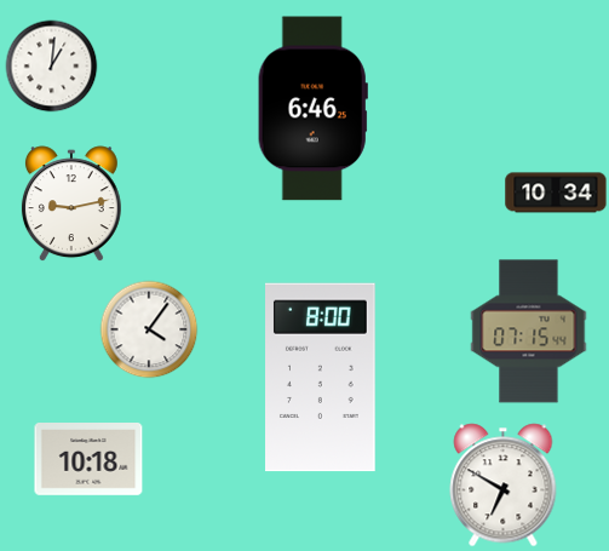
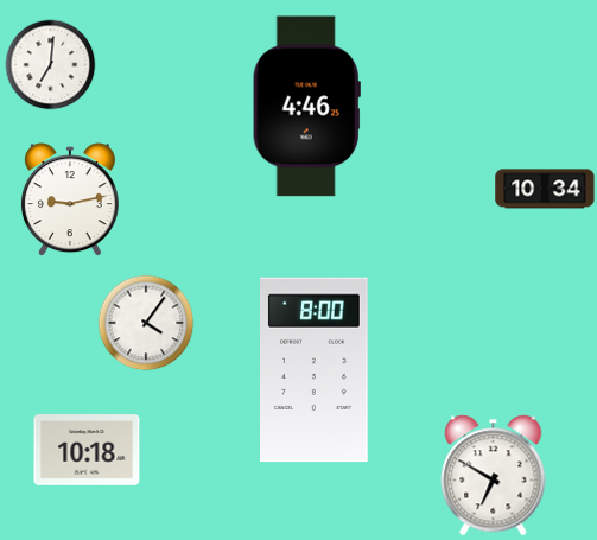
clock at (52, 67): 1:01 -> 7:01
clock at (312, 109): 6:46 -> 4:46
clock at (529, 332): 07:15 -> none
